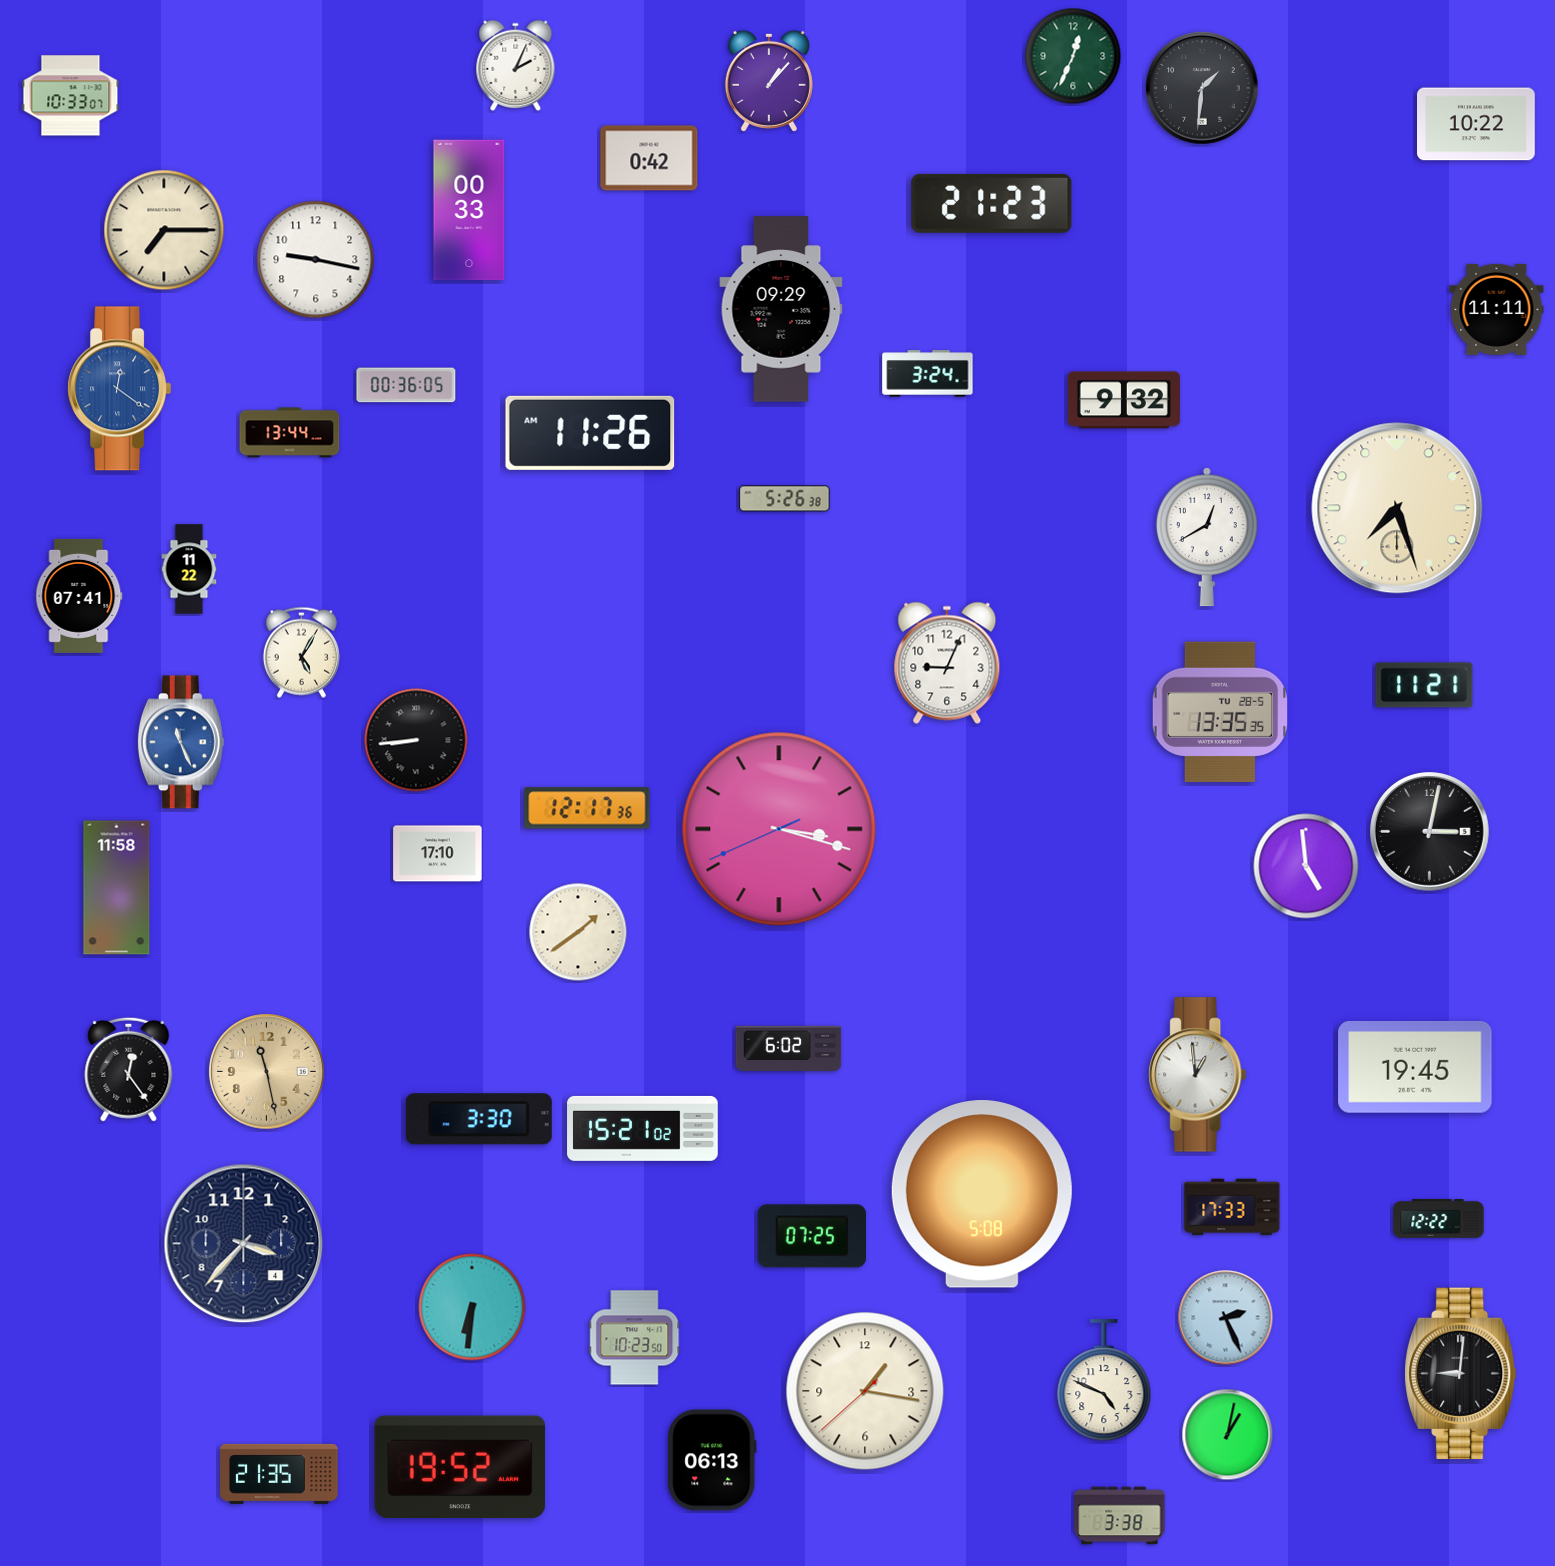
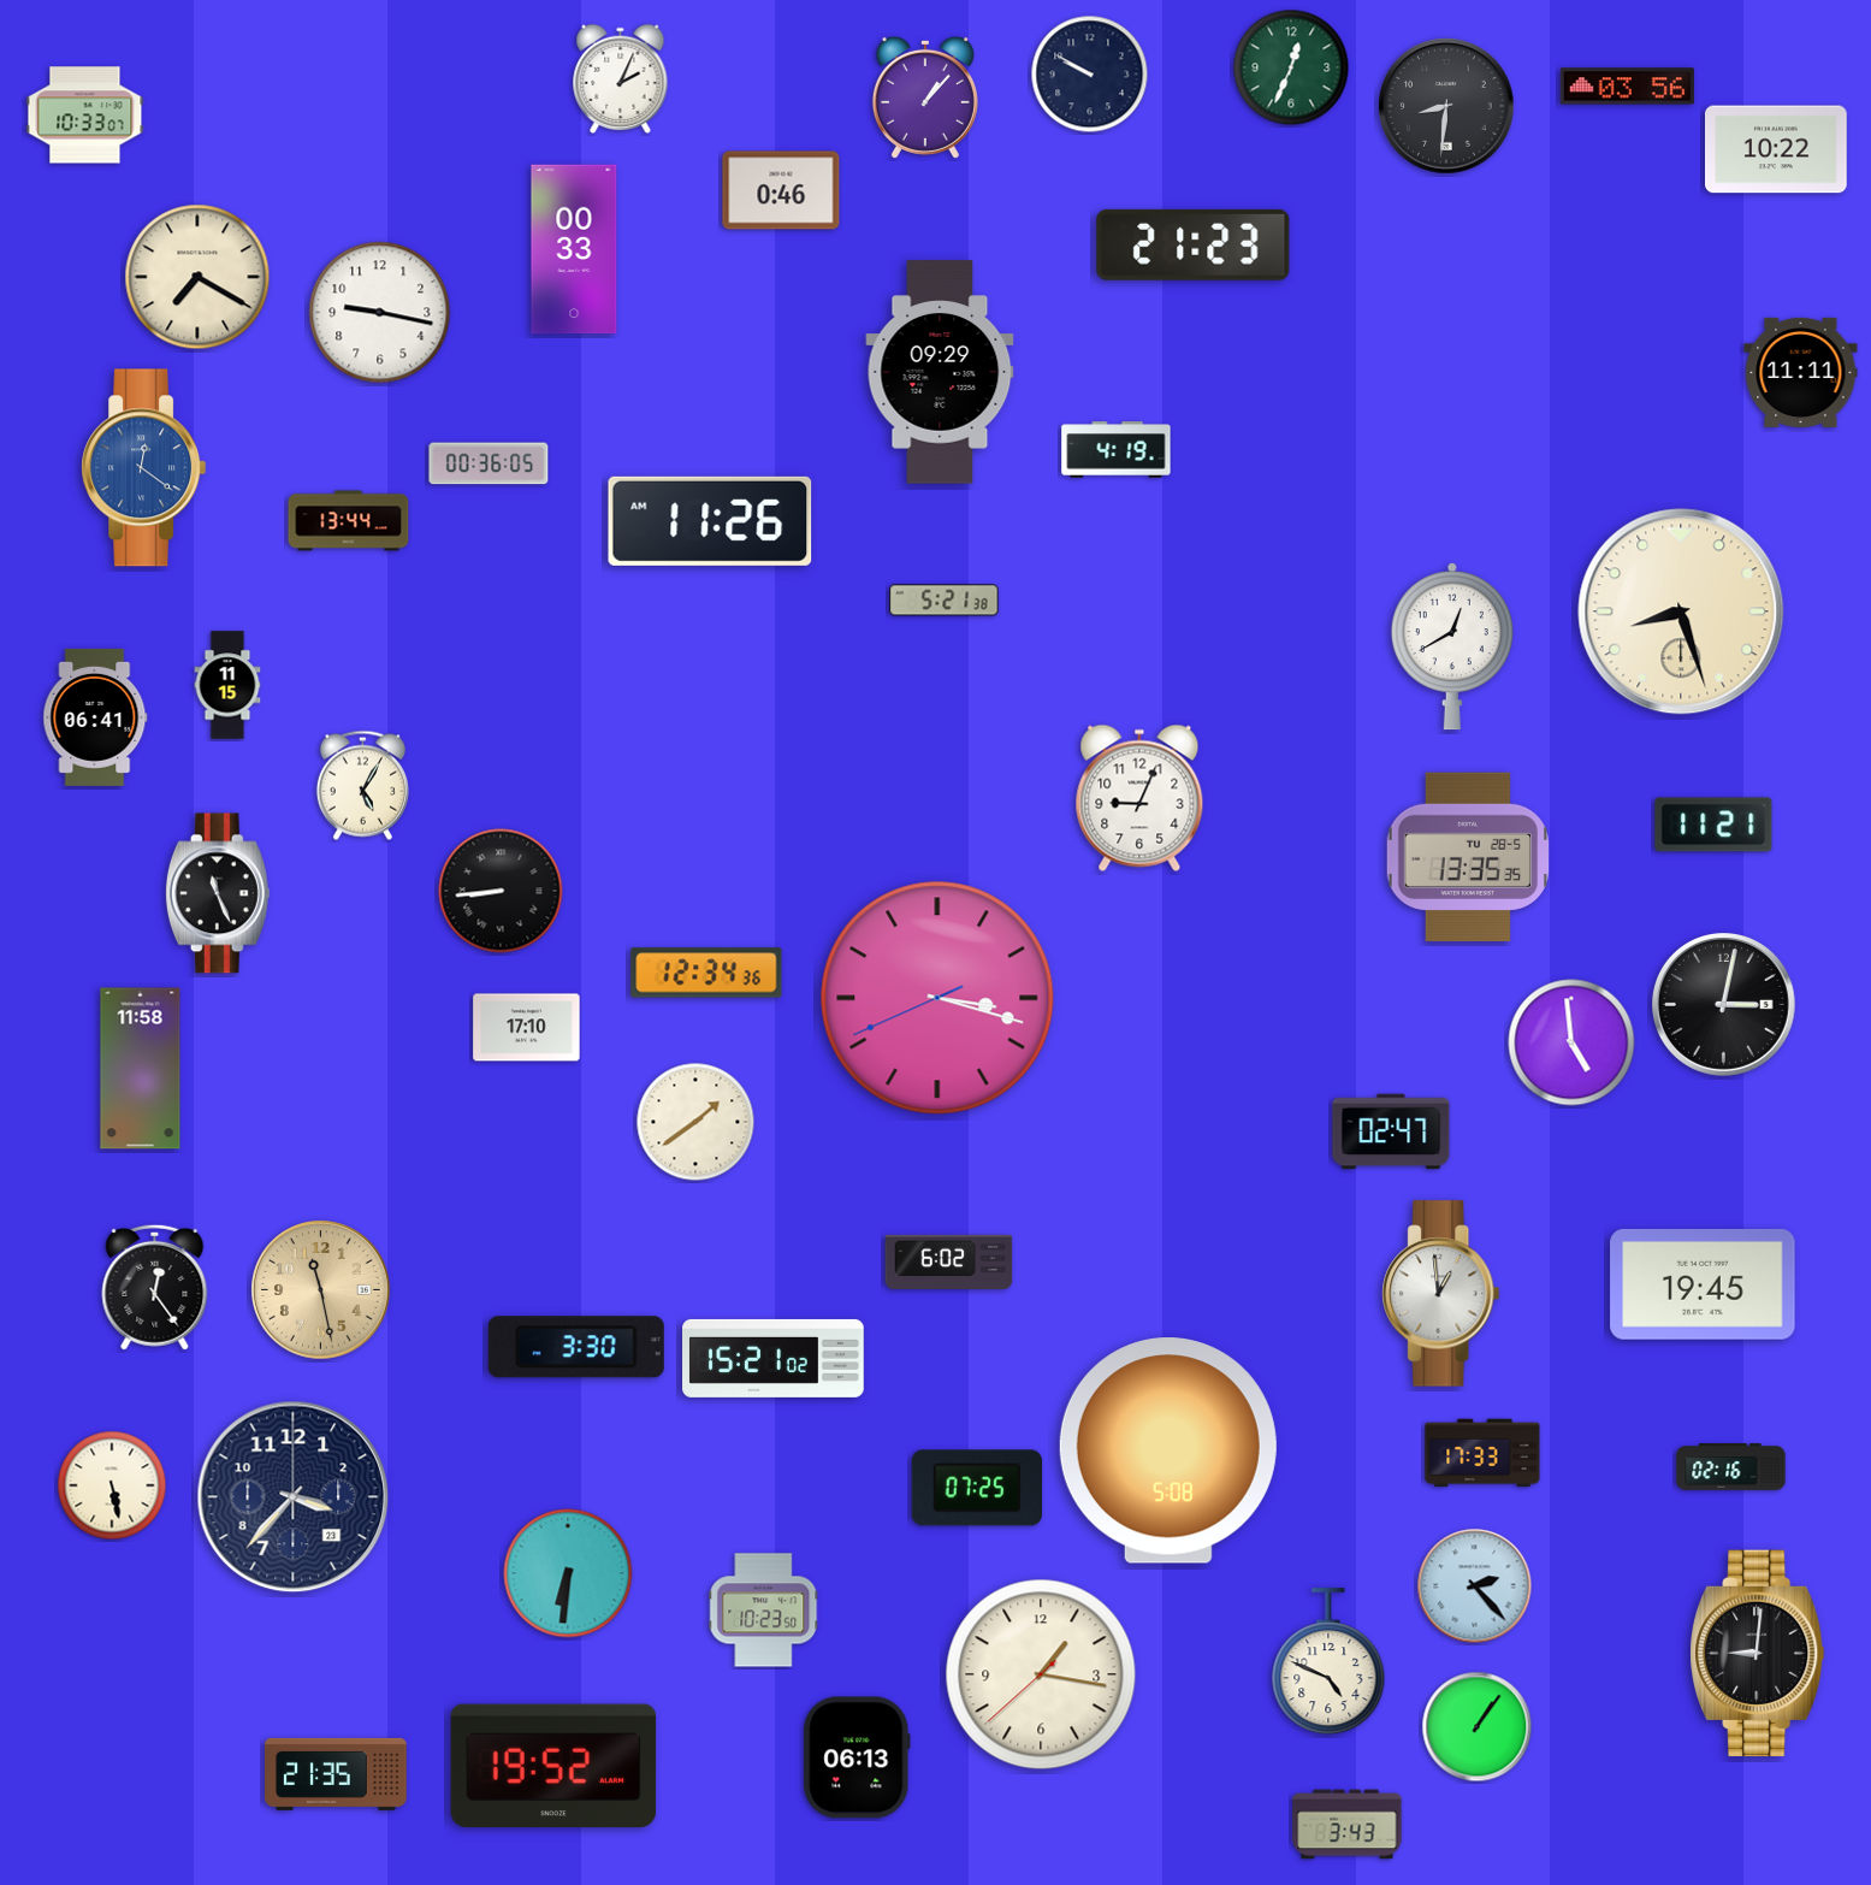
clock at (1090, 75): none -> 9:50
clock at (1627, 87): none -> 03:56
clock at (1202, 88): 1:31 -> 8:31
clock at (649, 158): 0:42 -> 0:46
clock at (469, 210) position: (469, 210) -> (574, 249)
clock at (164, 230): 7:15 -> 7:20
clock at (928, 374): 3:24 -> 4:19
clock at (1124, 400): 9:32 -> none
clock at (785, 499): 5:26 -> 5:21
clock at (1397, 508): 7:27 -> 8:27
clock at (189, 569): 11:22 -> 11:15
clock at (79, 596): 07:41 -> 06:41
clock at (181, 742) dial: blue -> black
clock at (587, 808): 12:17 -> 12:34
clock at (1430, 832) position: (1430, 832) -> (1724, 1005)
clock at (1391, 1131): none -> 02:47
clock at (982, 1194) position: (982, 1194) -> (1168, 1450)
clock at (1439, 1219): 12:22 -> 02:16
clock at (112, 1485): none -> 5:28
clock at (244, 1244) date: 4 -> 23
clock at (1226, 1318): 2:26 -> 2:23
clock at (1228, 1435): 1:02 -> 1:06
clock at (1120, 1516): 3:38 -> 3:43
